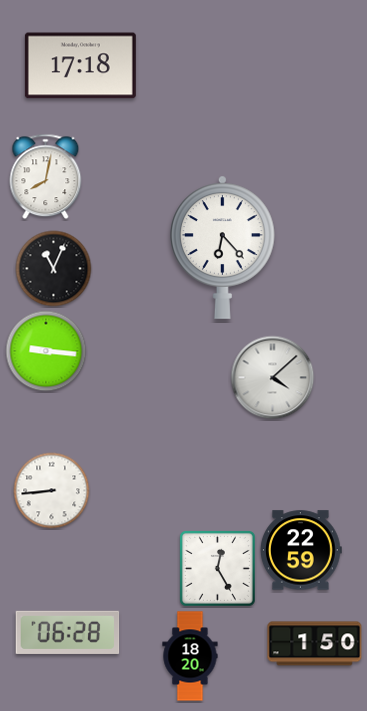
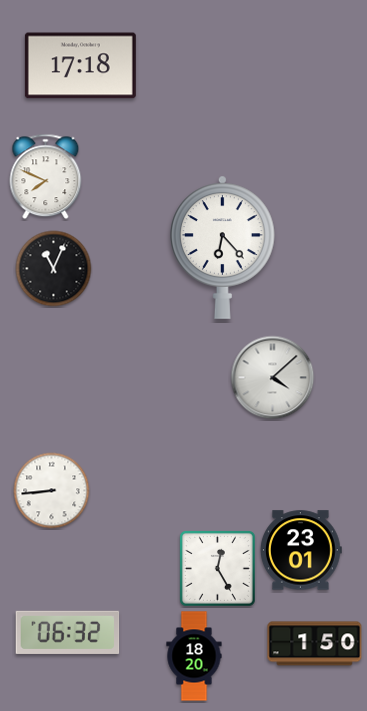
clock at (46, 177): 8:02 -> 7:49
clock at (46, 351): 9:16 -> none
clock at (301, 550): 22:59 -> 23:01
clock at (68, 632): 06:28 -> 06:32
clock at (190, 656) position: (190, 656) -> (194, 656)
